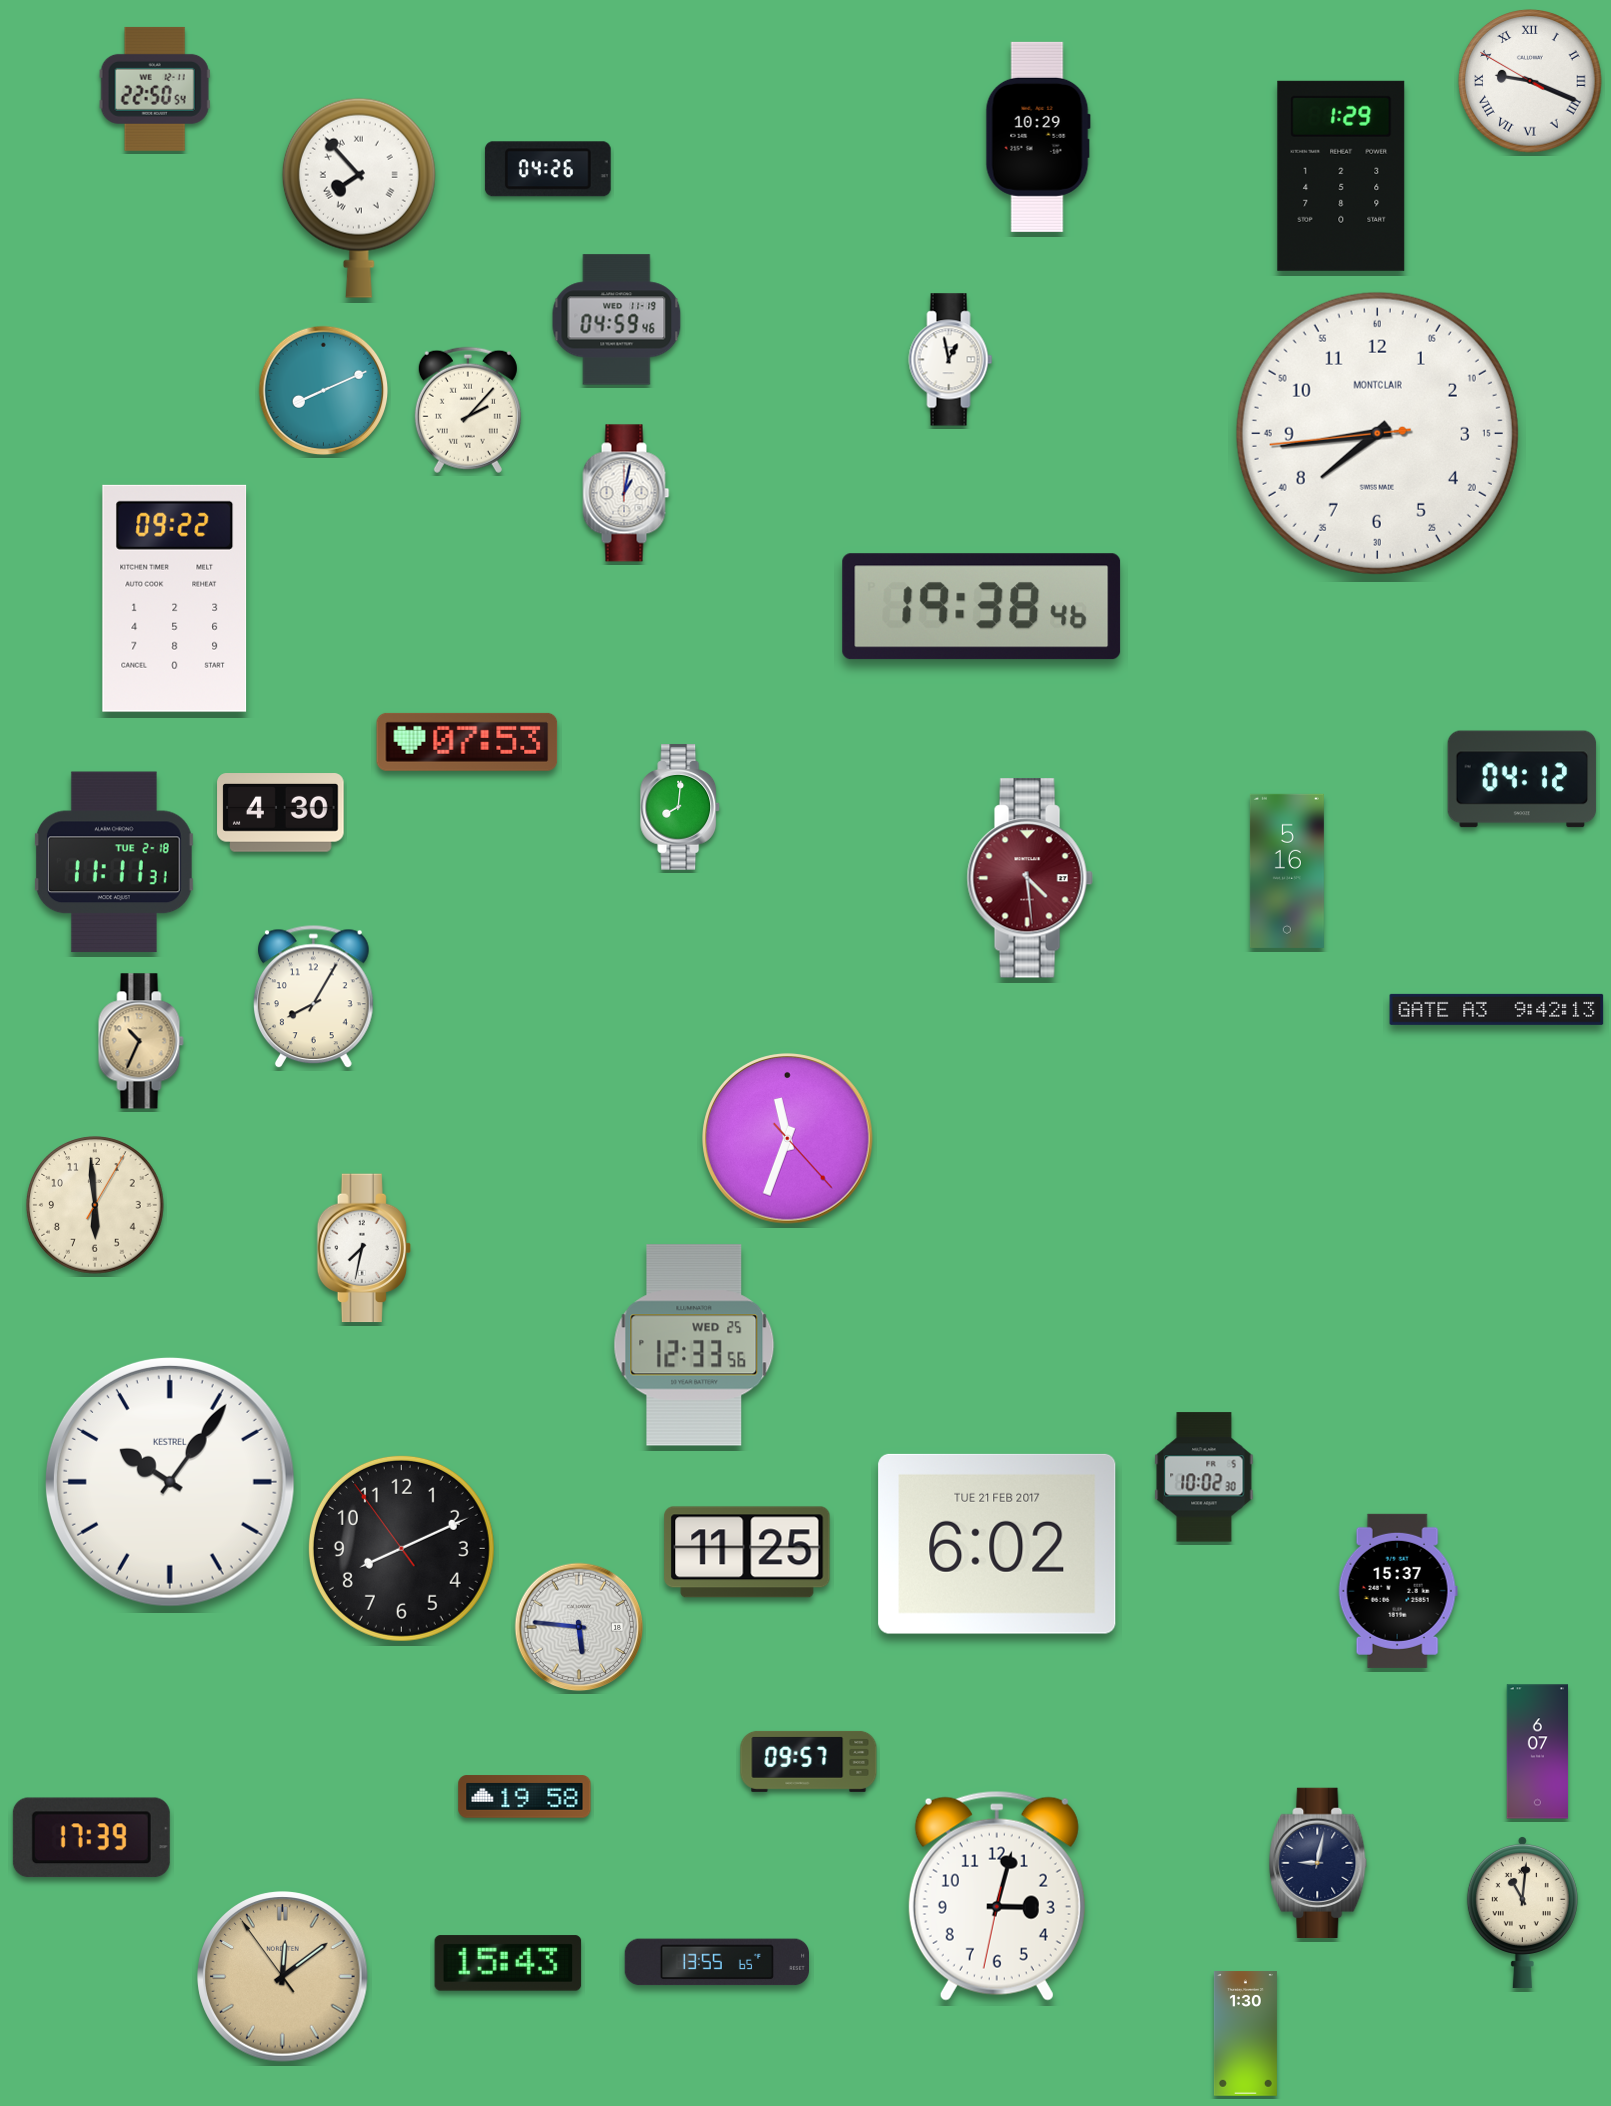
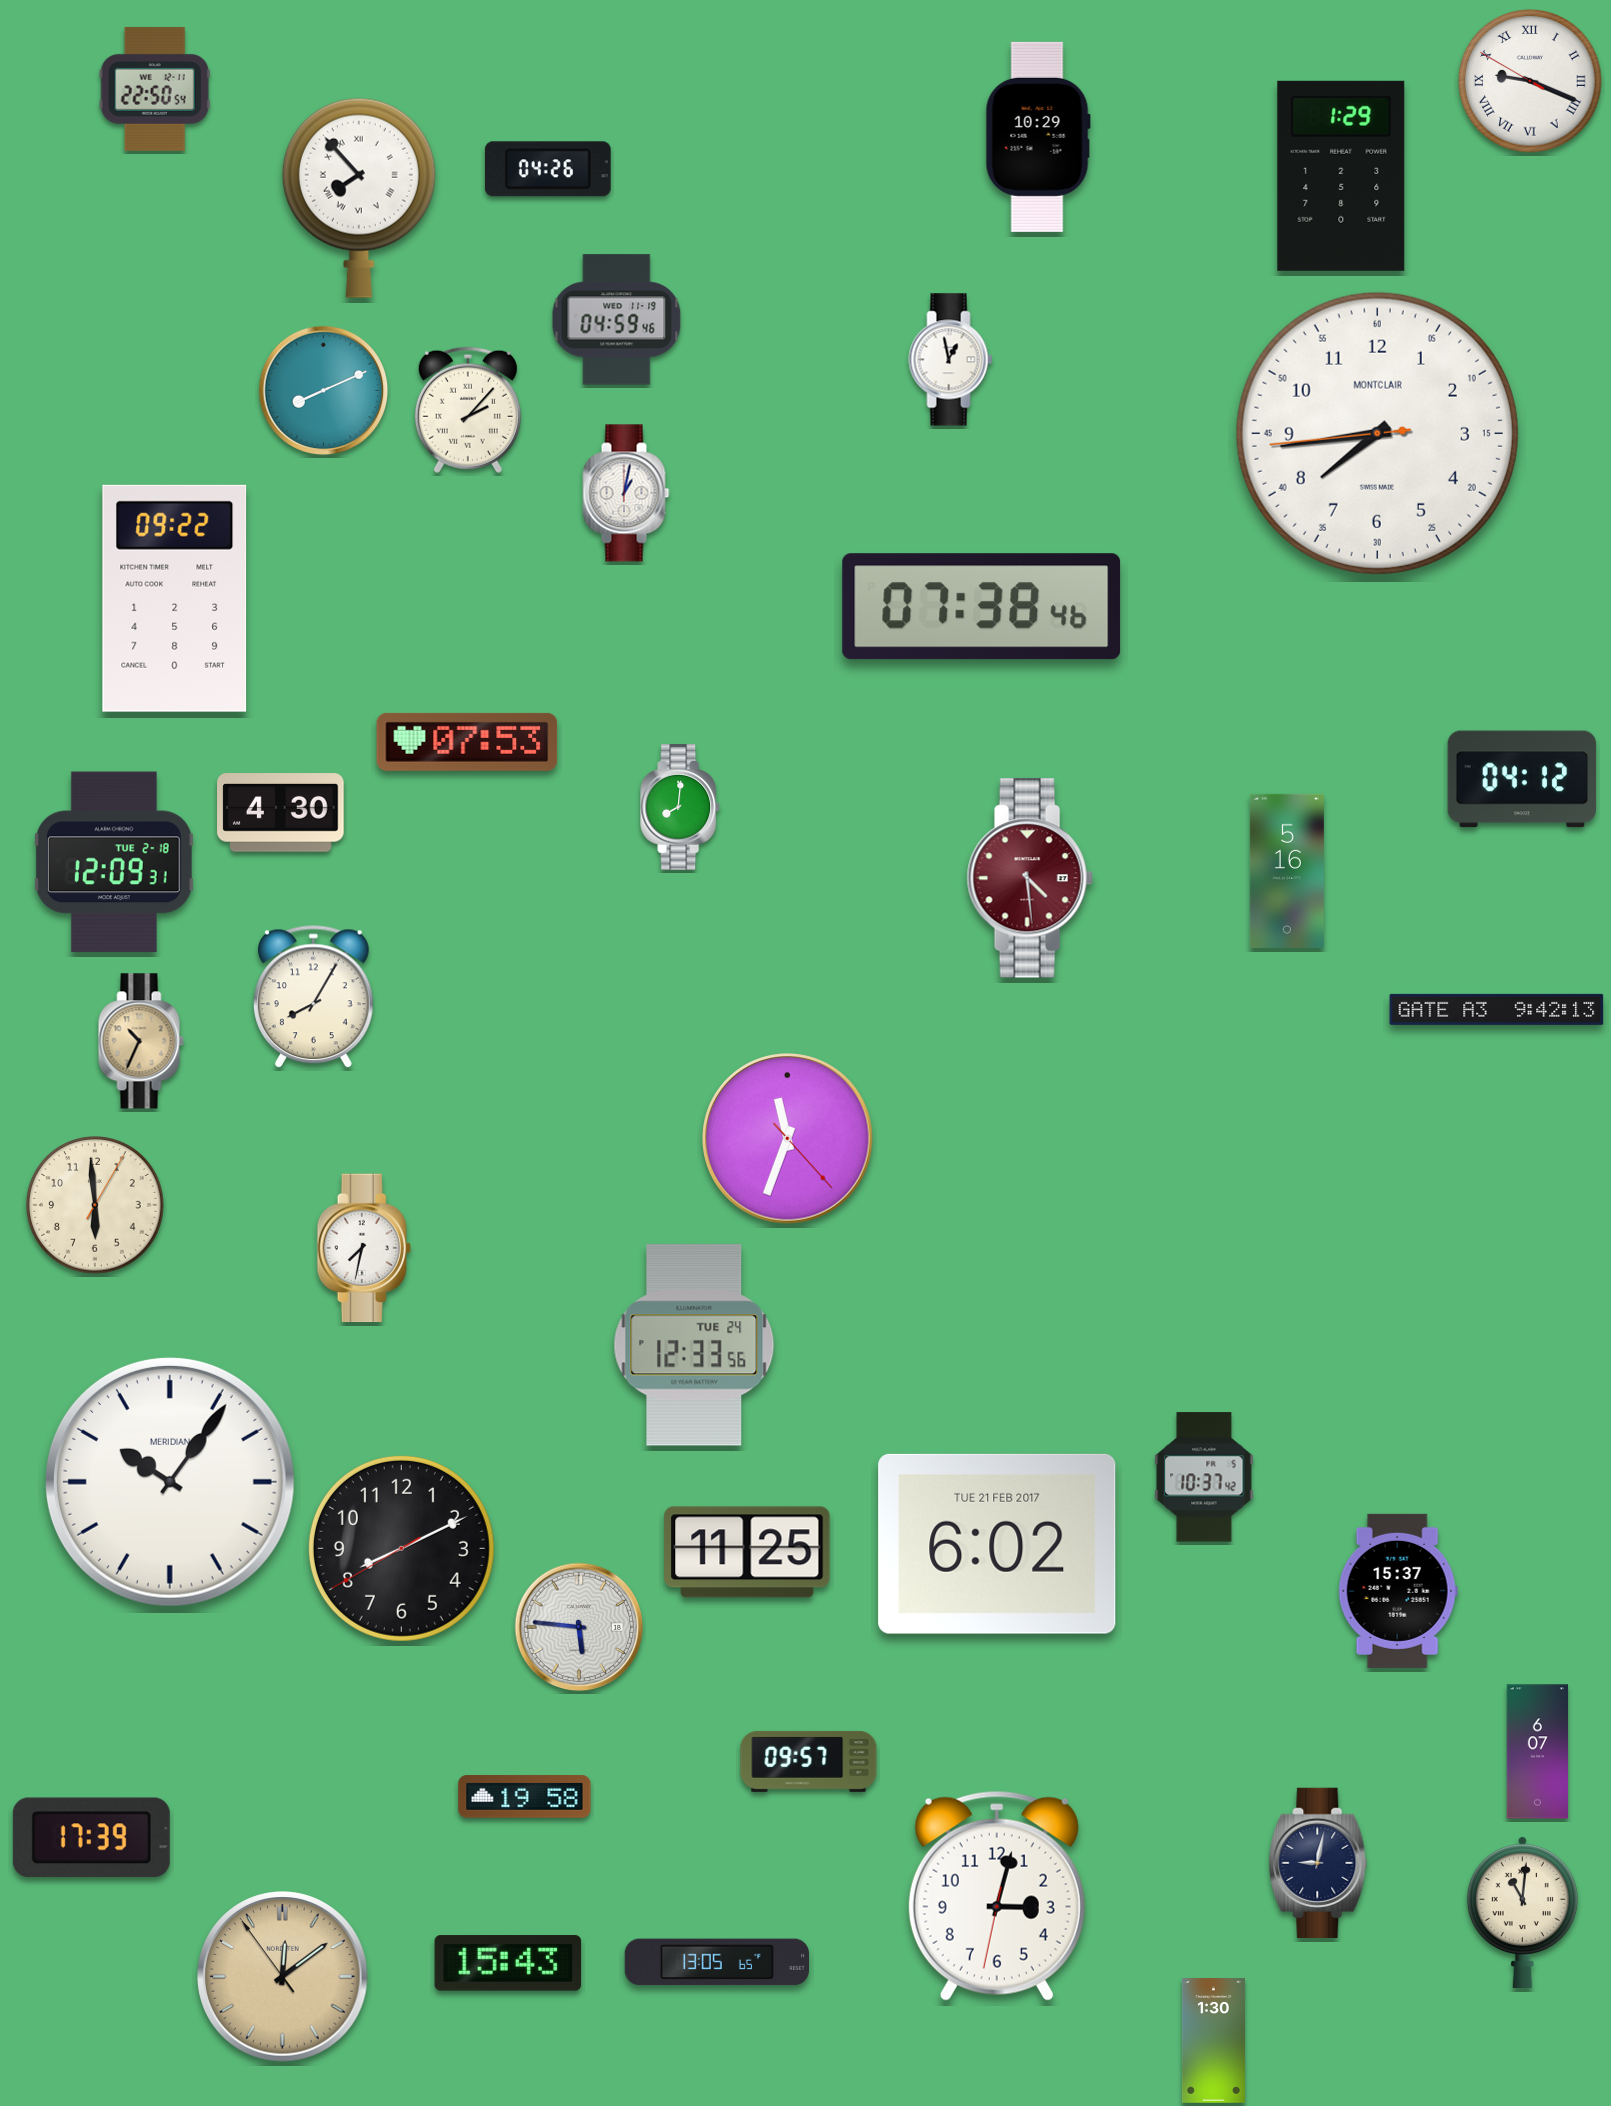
clock at (982, 607): 19:38 -> 07:38
clock at (114, 862): 11:11 -> 12:09
clock at (694, 1345) date: WED 25 -> TUE 24
clock at (1204, 1477): 10:02 -> 10:37
clock at (170, 1482) brand: KESTREL -> MERIDIAN
clock at (401, 1548): 8:10:54 -> 8:10:40
clock at (717, 1962): 13:55 -> 13:05
clock at (1245, 2034) position: (1245, 2034) -> (1213, 2041)
